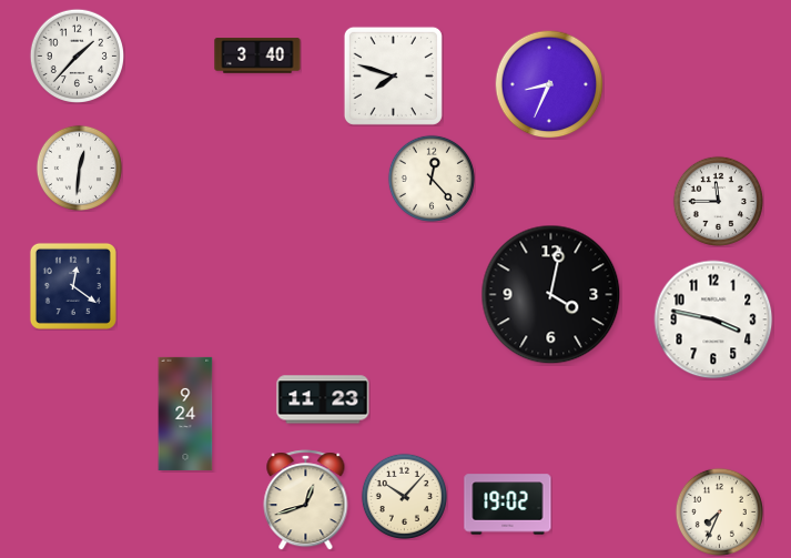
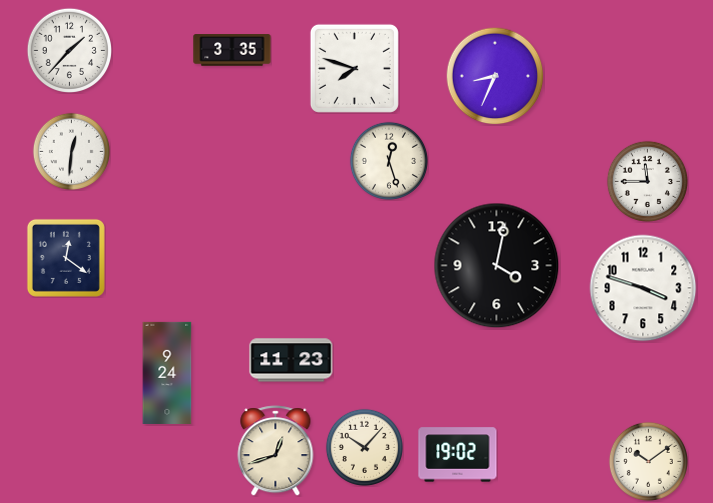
clock at (257, 55): 3:40 -> 3:35
clock at (432, 179): 12:23 -> 12:27
clock at (713, 319): 3:47 -> 3:48
clock at (719, 511): 7:34 -> 10:09
